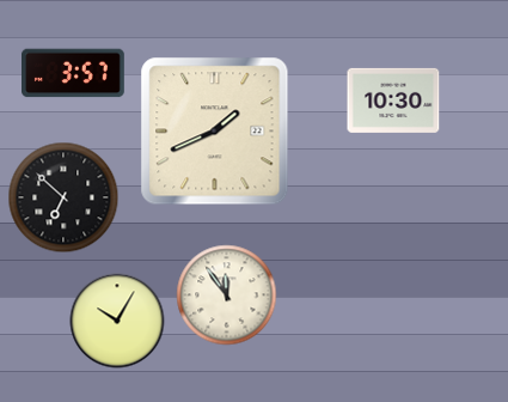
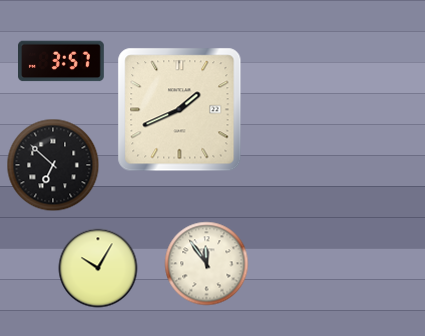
clock at (393, 100): 10:30 -> none
clock at (227, 296) position: (227, 296) -> (207, 264)
